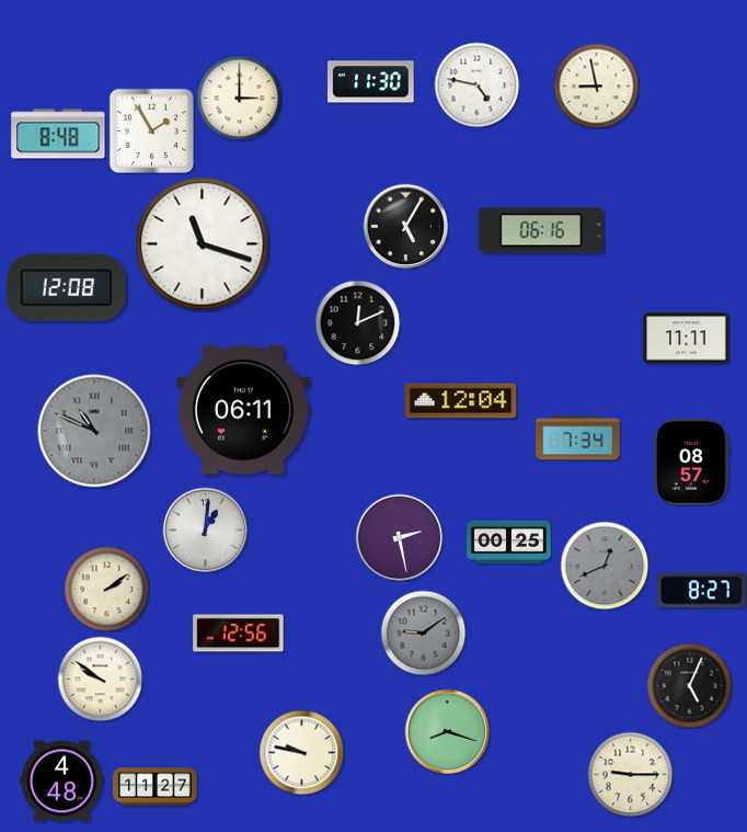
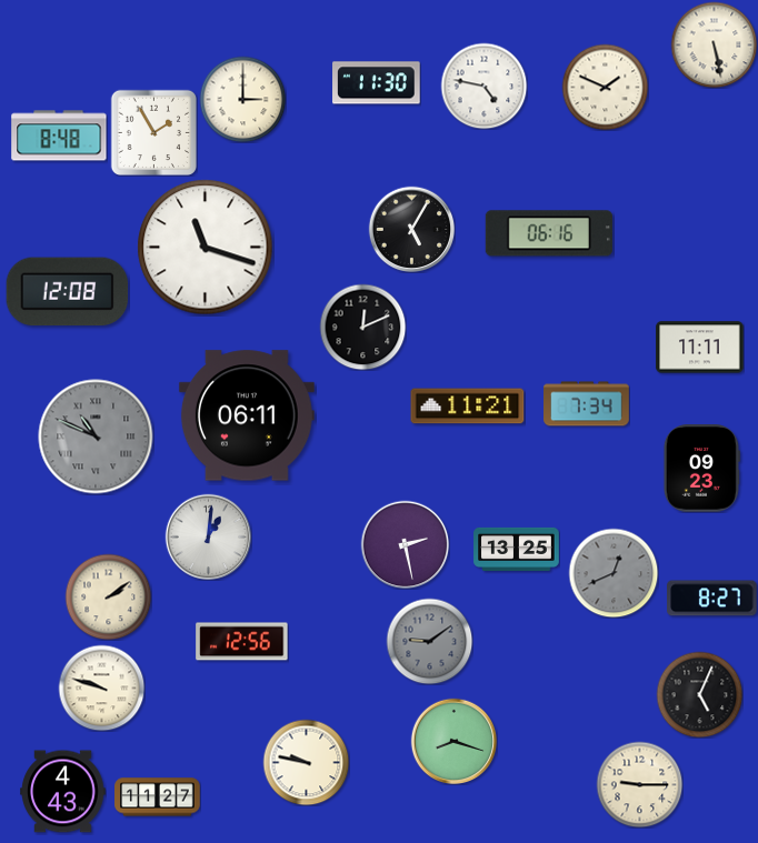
clock at (714, 44): none -> 5:28
clock at (596, 86): 8:58 -> 1:49
clock at (687, 339) position: (687, 339) -> (700, 348)
clock at (461, 401): 12:04 -> 11:21
clock at (578, 438) position: (578, 438) -> (587, 404)
clock at (691, 463): 08:57 -> 09:23
clock at (509, 542): 00:25 -> 13:25
clock at (100, 679): 9:51 -> 9:48
clock at (62, 782): 4:48 -> 4:43
